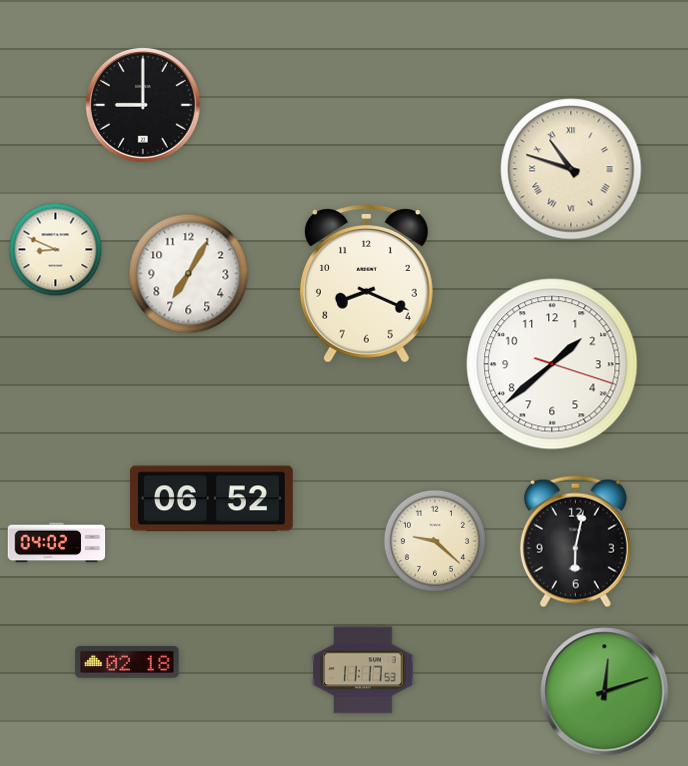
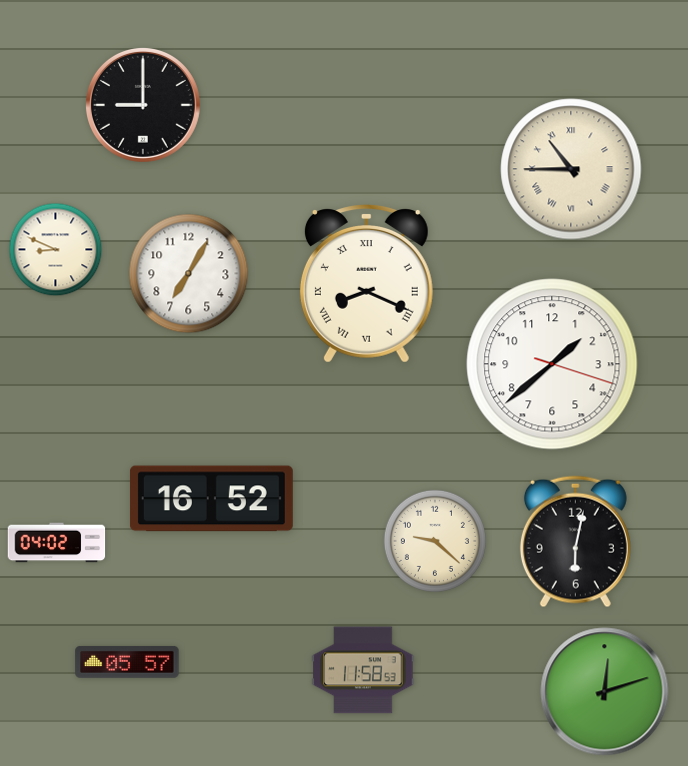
clock at (571, 169): 10:48 -> 10:45
clock at (366, 284) numerals: Arabic -> Roman
clock at (211, 499): 06:52 -> 16:52
clock at (127, 662): 02:18 -> 05:57
clock at (363, 670): 11:17 -> 11:58
